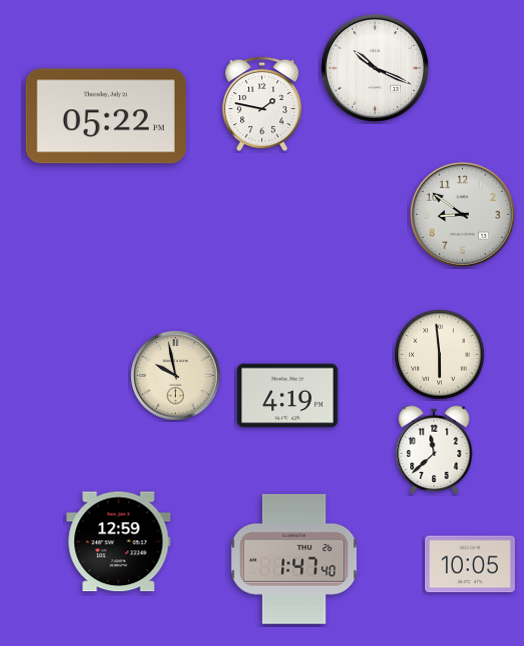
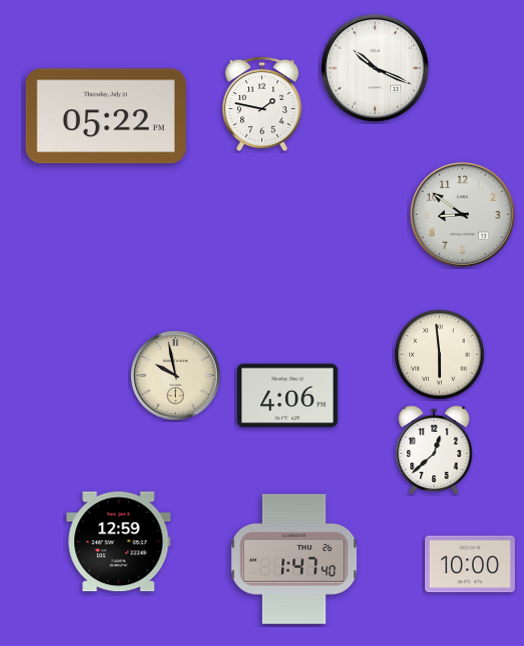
clock at (288, 396): 4:19 -> 4:06
clock at (434, 450): 11:38 -> 12:38
clock at (470, 564): 10:05 -> 10:00
